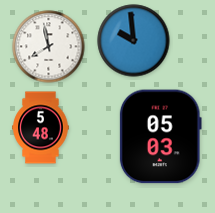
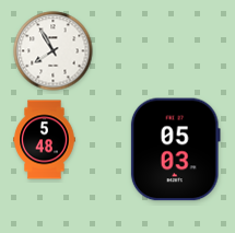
clock at (134, 41): 9:59 -> none
clock at (49, 47): 7:58 -> 7:55
